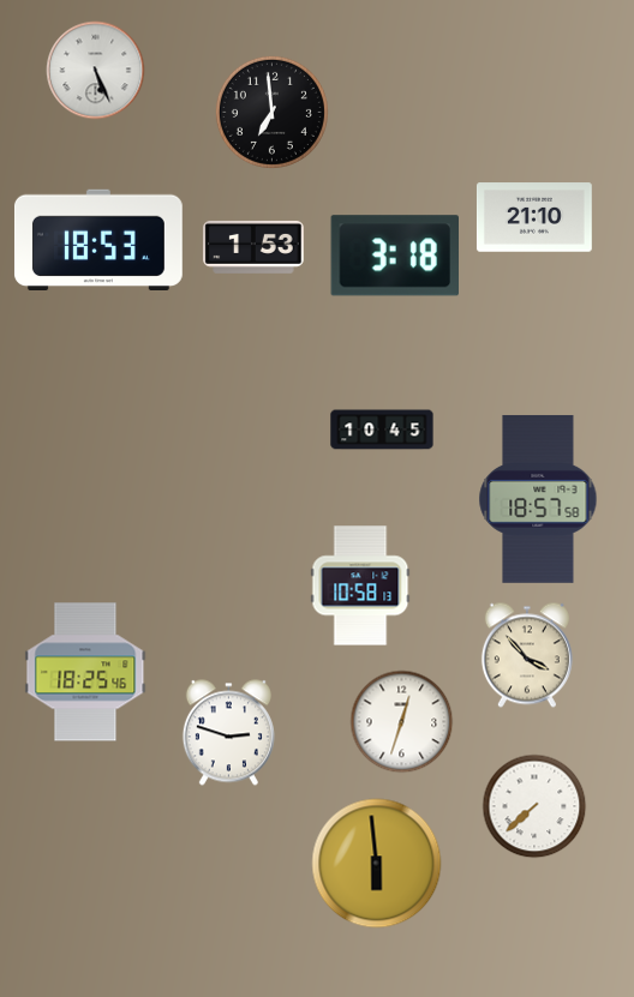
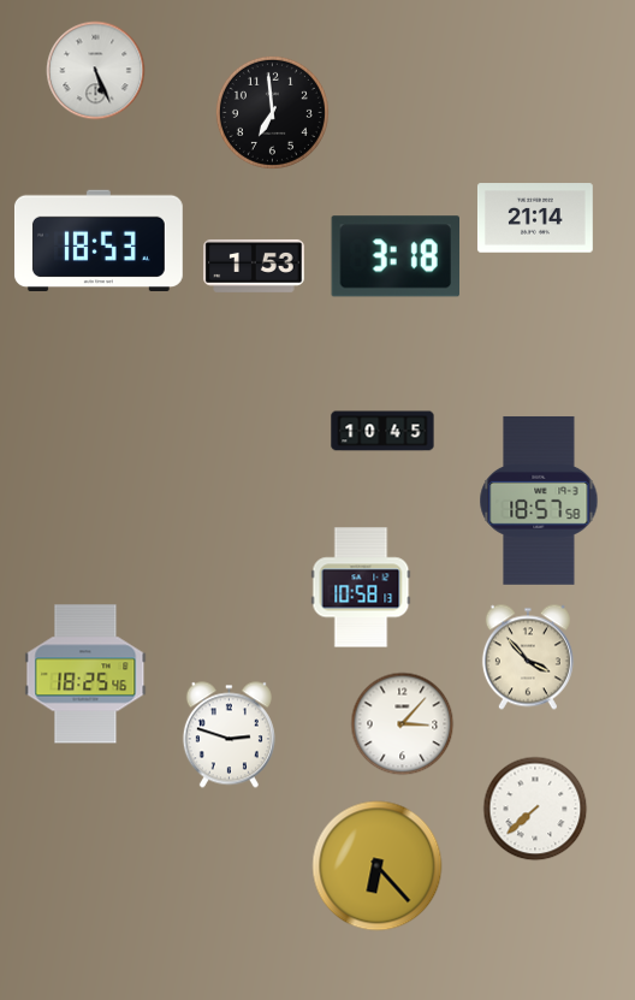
clock at (534, 217): 21:10 -> 21:14
clock at (253, 247) position: (253, 247) -> (254, 266)
clock at (402, 722): 12:33 -> 3:07
clock at (377, 864): 5:59 -> 6:23
